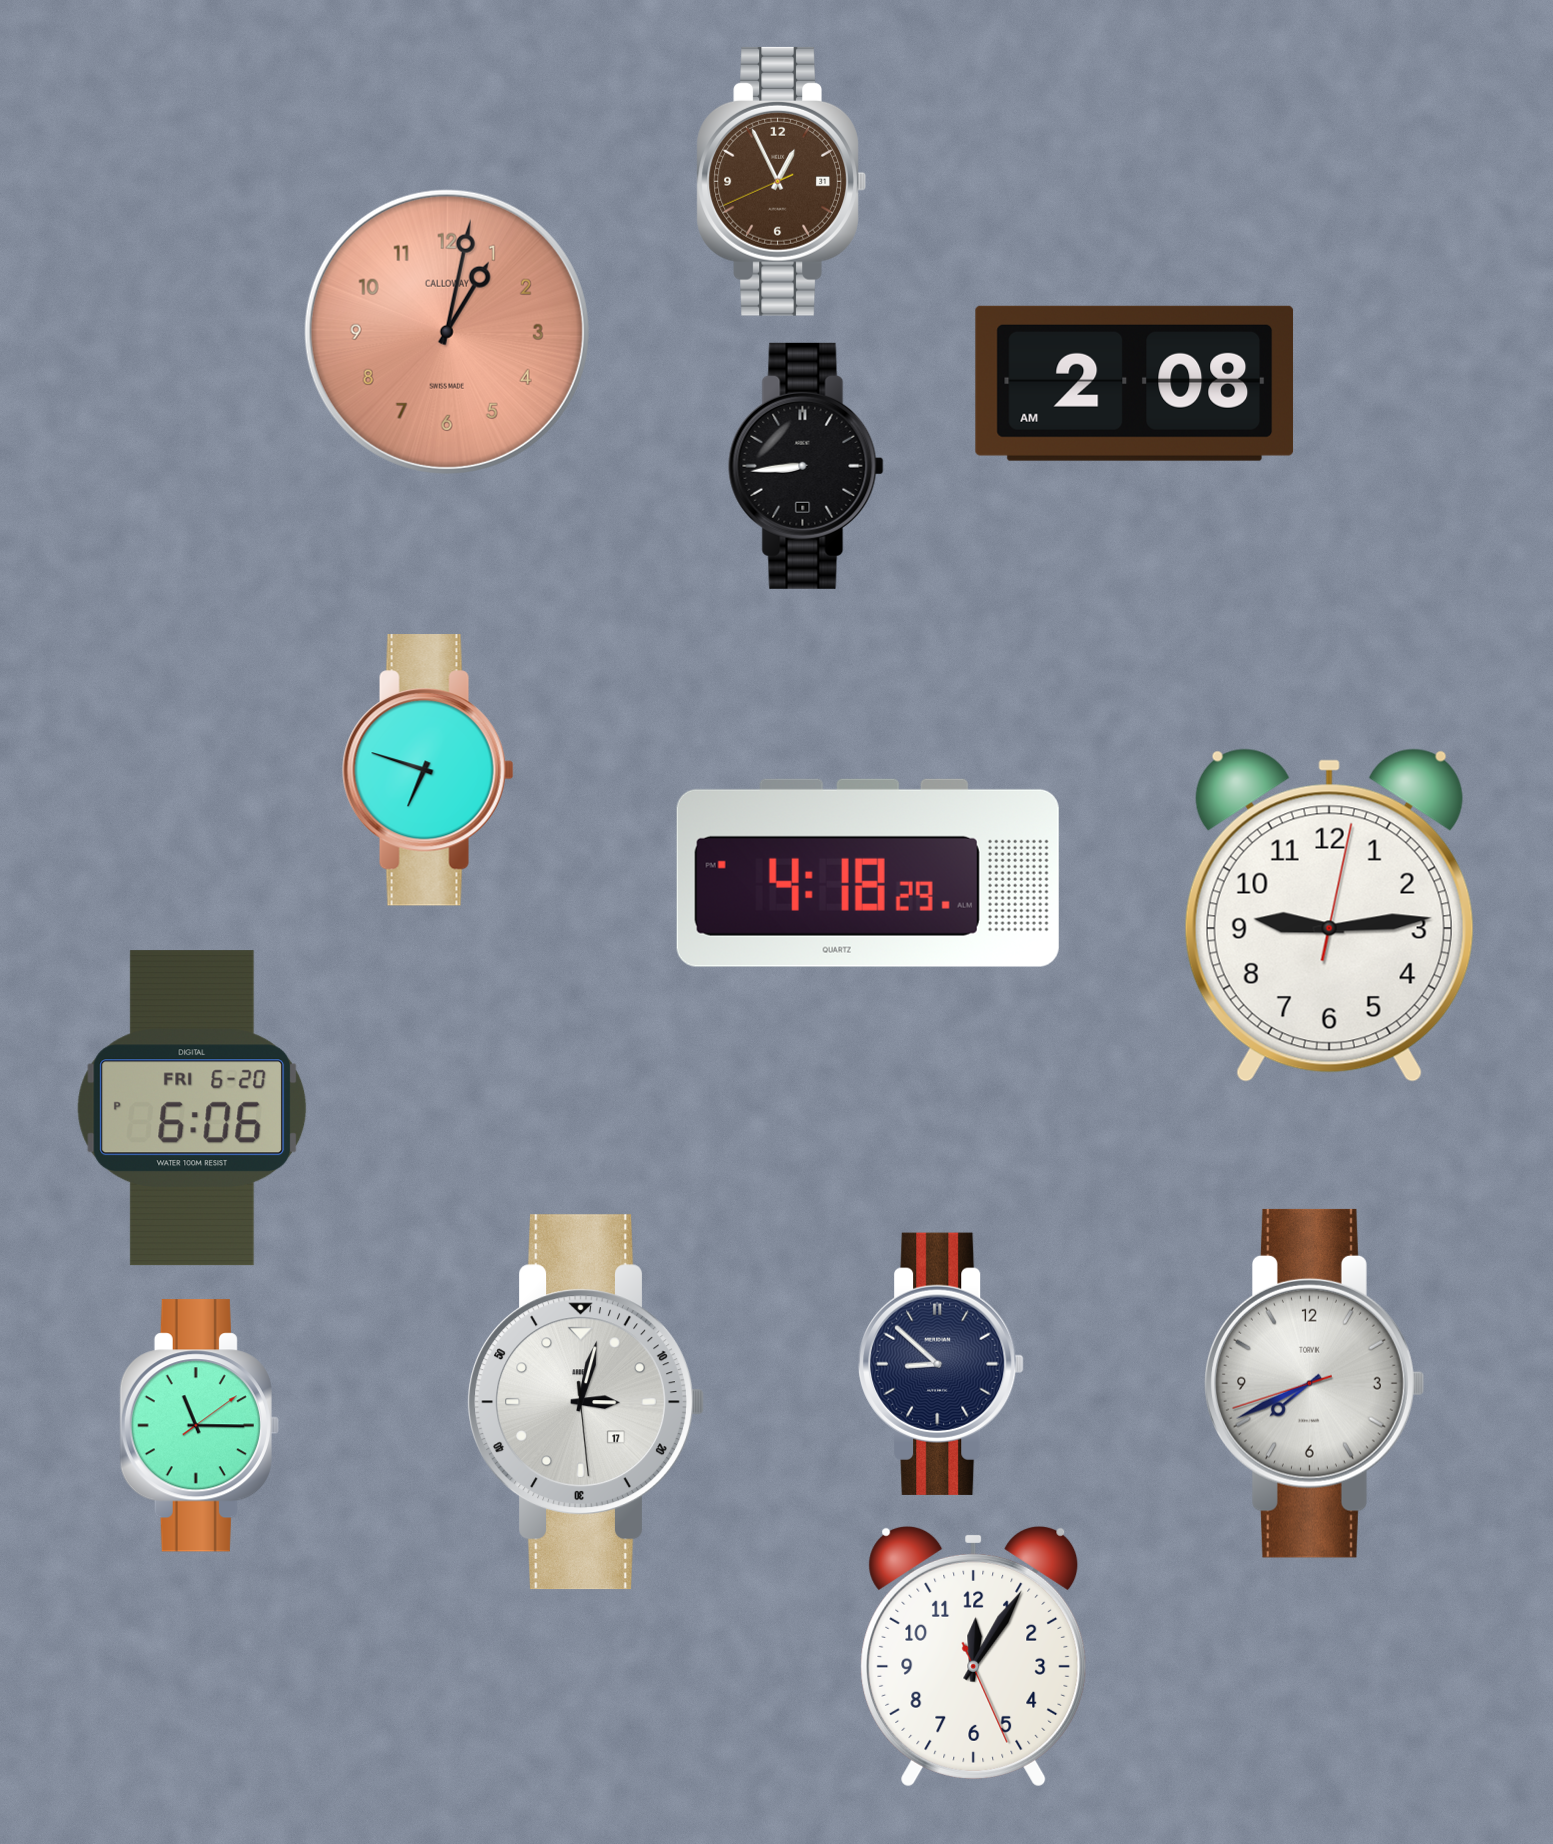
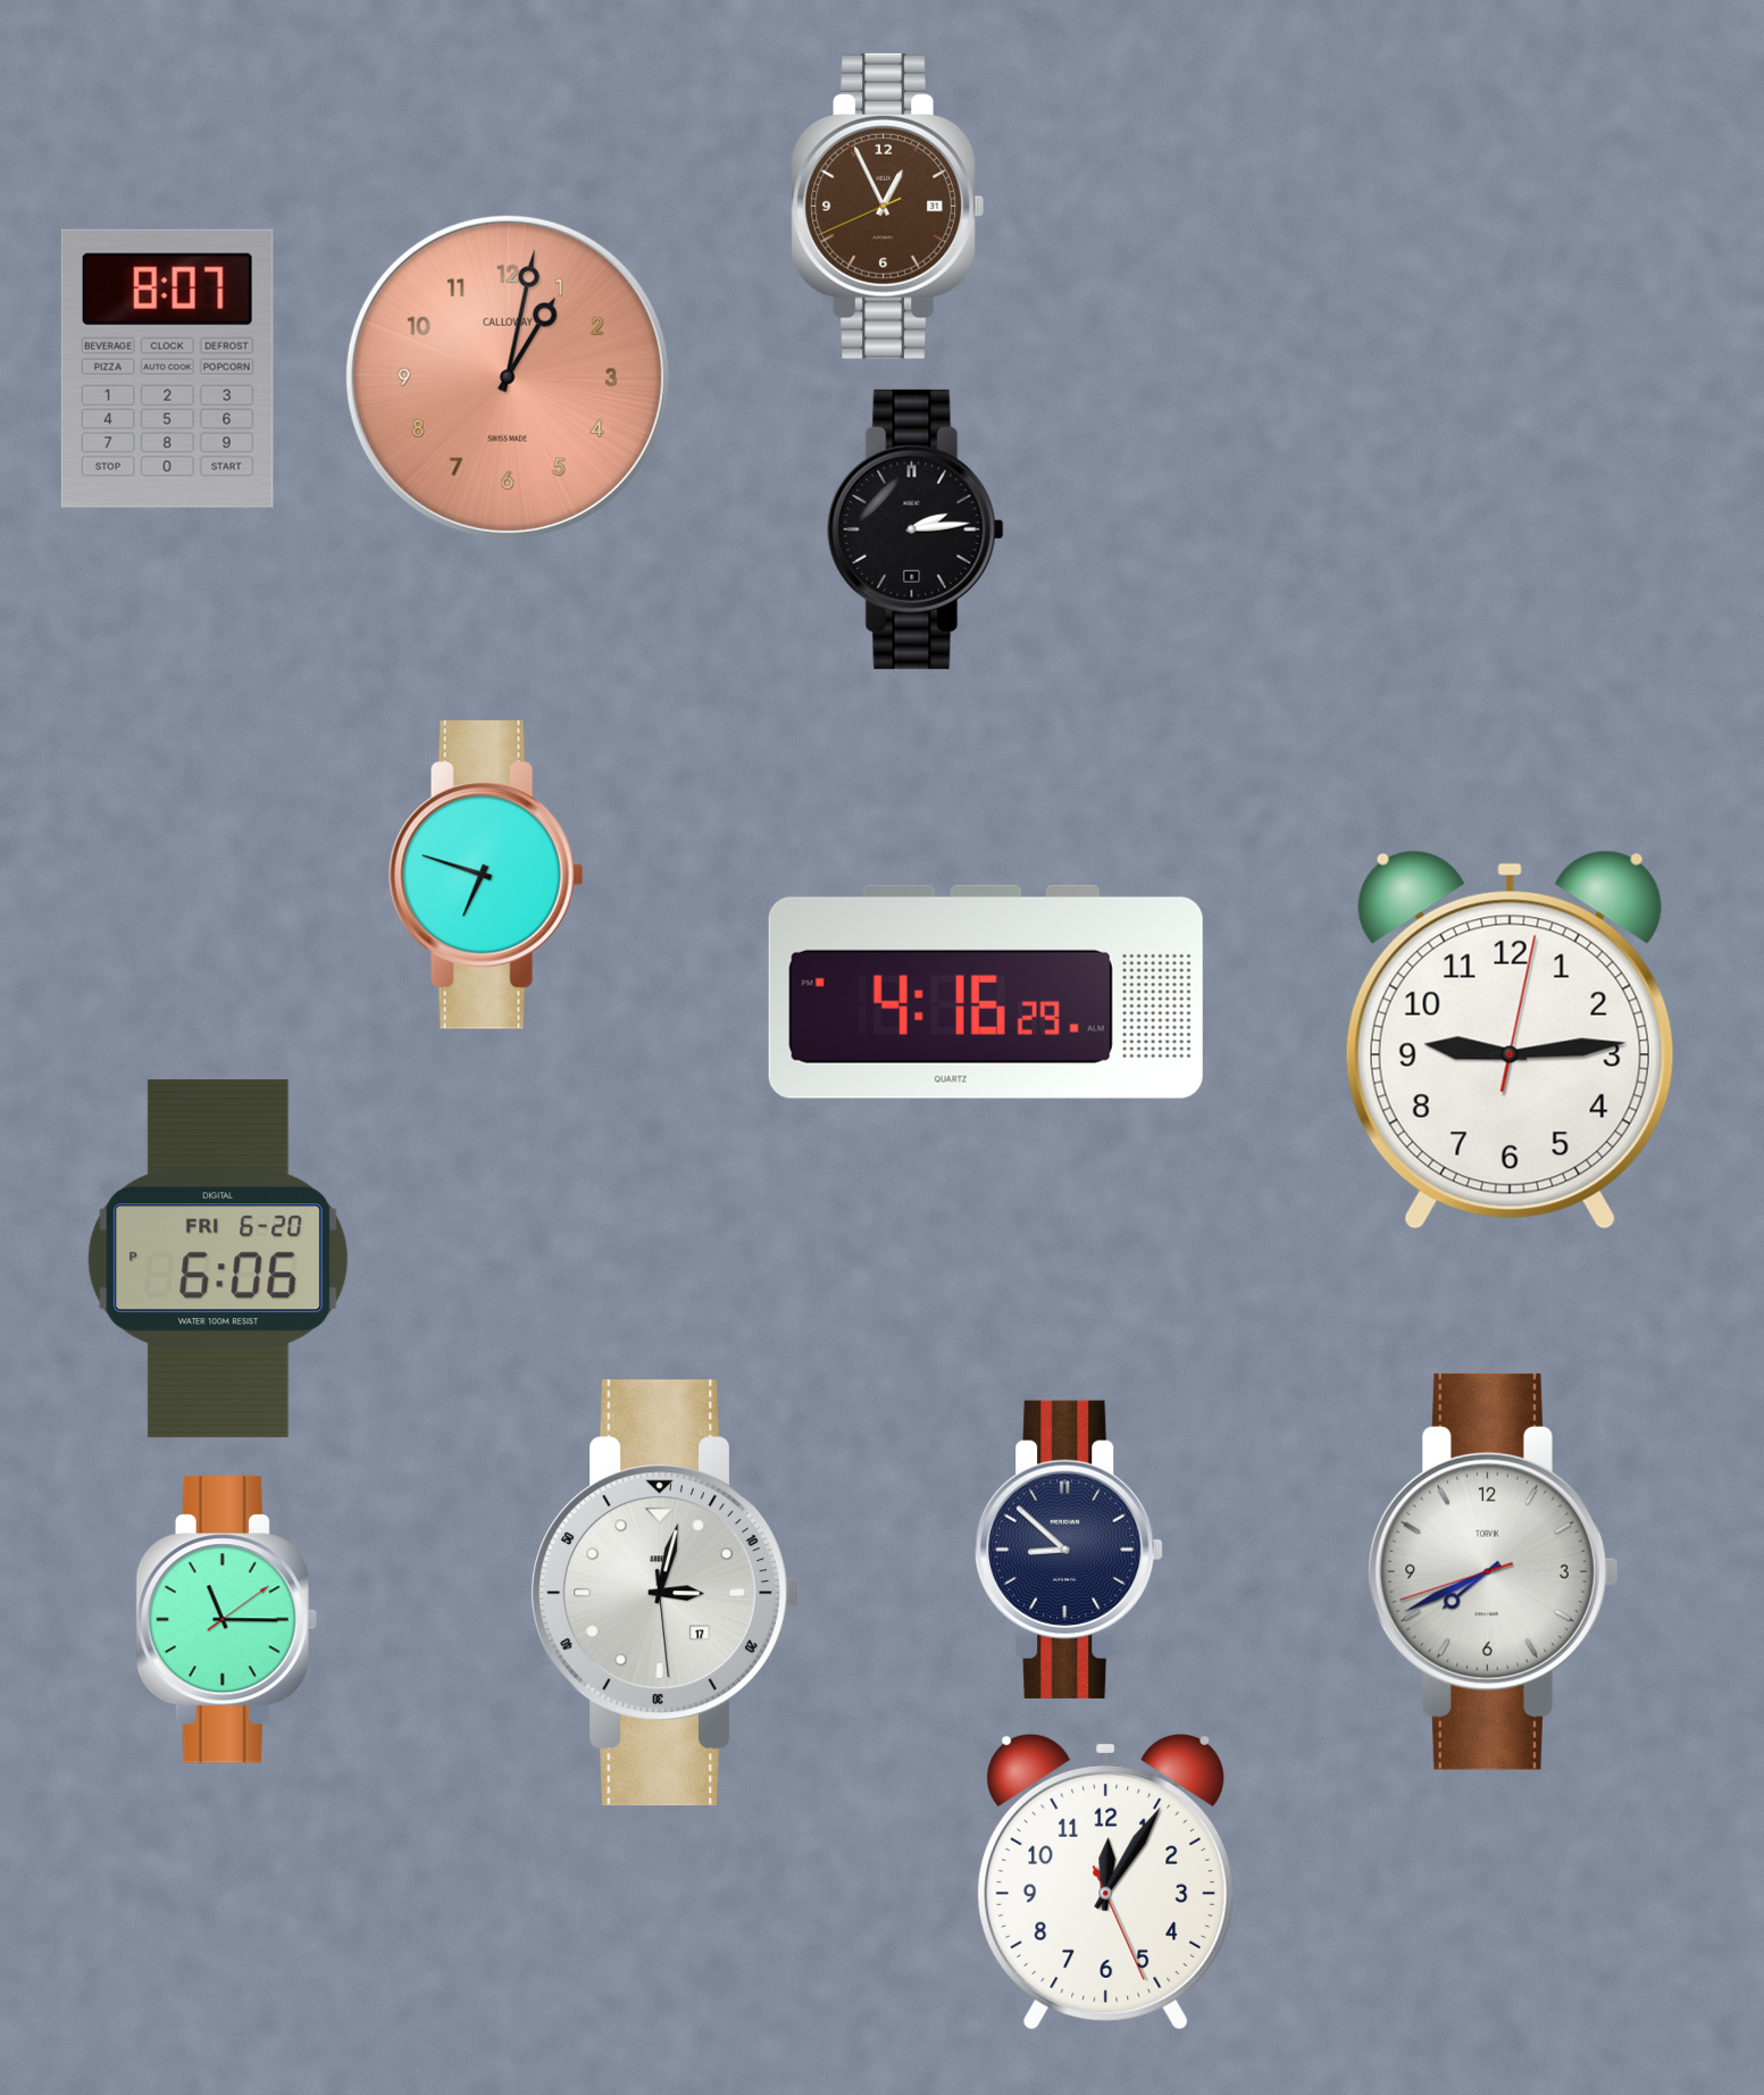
clock at (167, 368): none -> 8:07
clock at (1135, 383): 2:08 -> none
clock at (806, 466): 8:44 -> 2:14
clock at (868, 873): 4:18 -> 4:16
